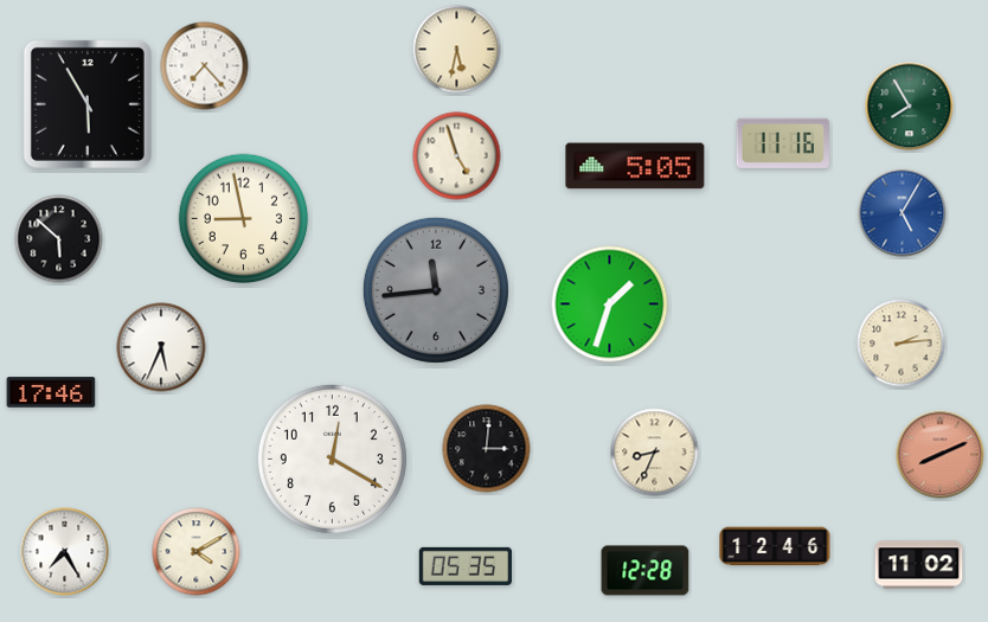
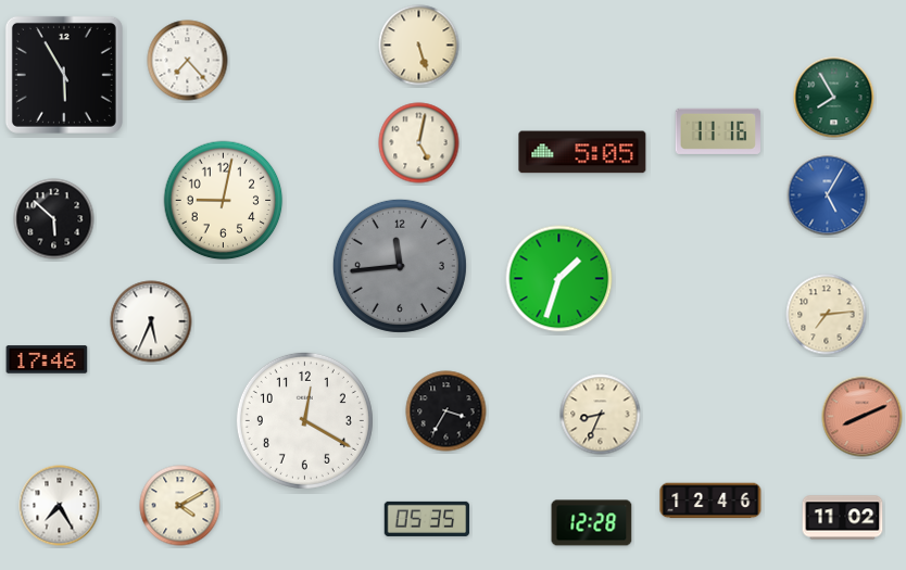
clock at (457, 50): 5:32 -> 5:27
clock at (88, 104) position: (88, 104) -> (64, 75)
clock at (457, 156): 4:57 -> 5:02
clock at (244, 219): 8:58 -> 9:02
clock at (902, 344): 2:14 -> 7:14
clock at (161, 347) position: (161, 347) -> (151, 321)
clock at (487, 449): 3:01 -> 3:35
